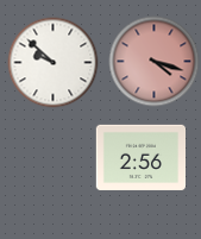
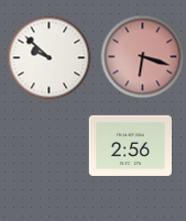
clock at (155, 62): 4:18 -> 6:18
